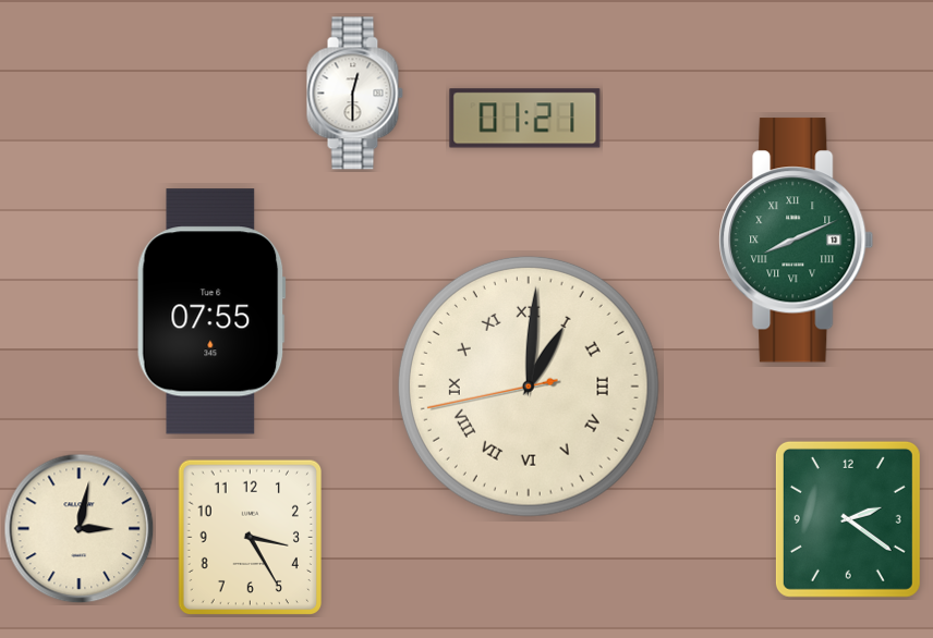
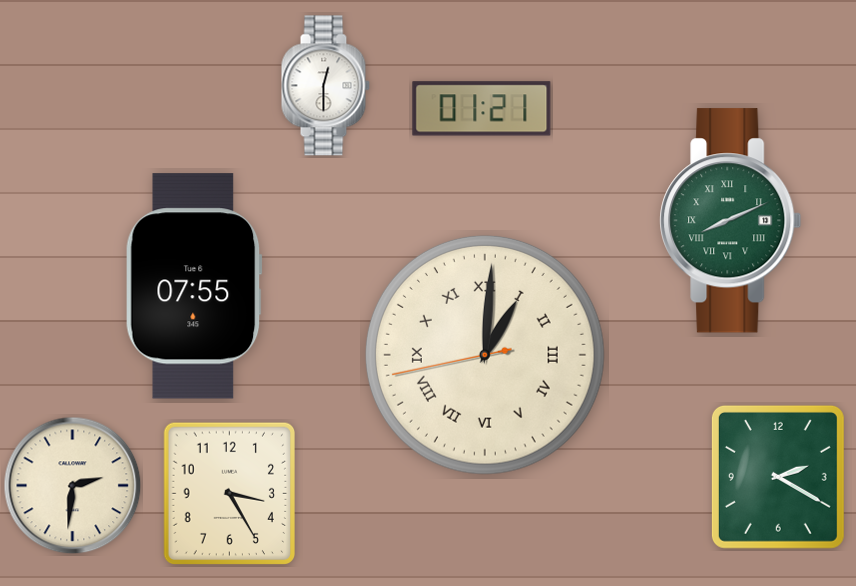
clock at (848, 519): 2:21 -> 2:20
clock at (80, 529): 3:02 -> 2:31
